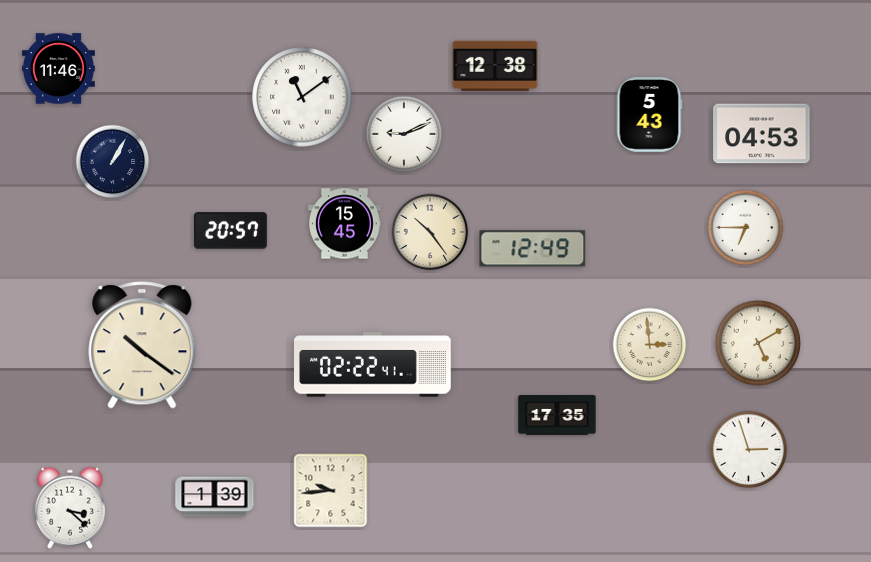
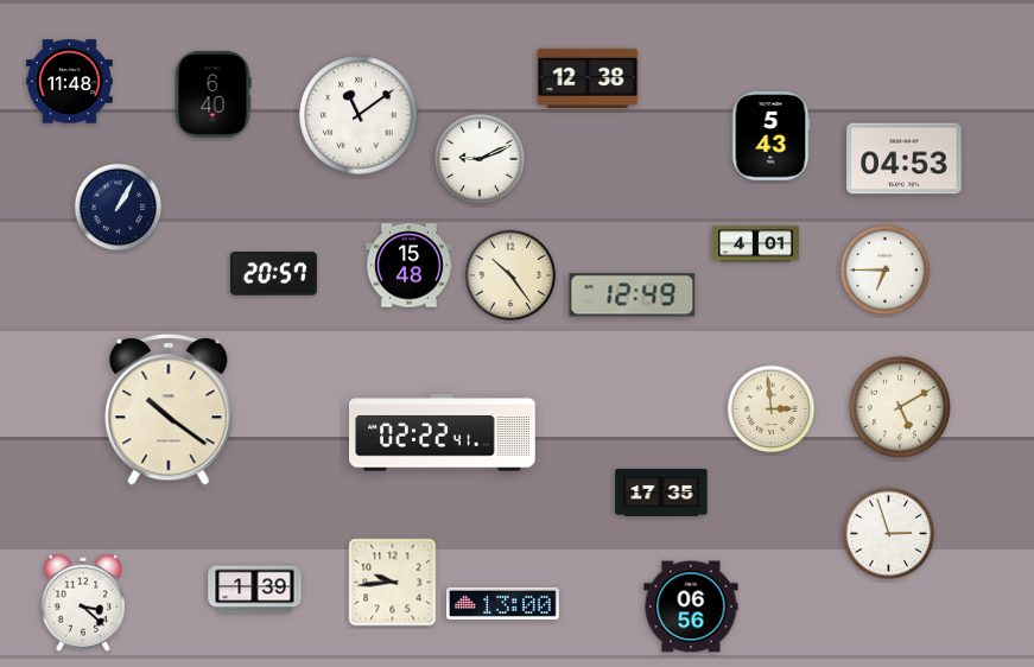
clock at (58, 69): 11:46 -> 11:48
clock at (212, 94): none -> 6:40
clock at (113, 162) position: (113, 162) -> (119, 208)
clock at (755, 244): none -> 4:01
clock at (344, 224): 15:45 -> 15:48
clock at (503, 603): none -> 13:00
clock at (691, 606): none -> 06:56
